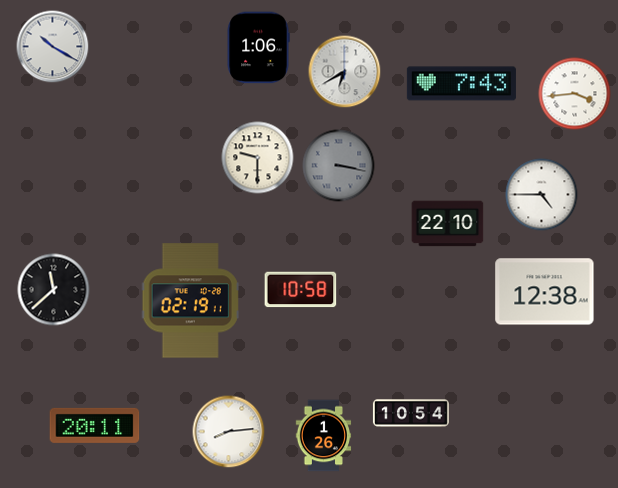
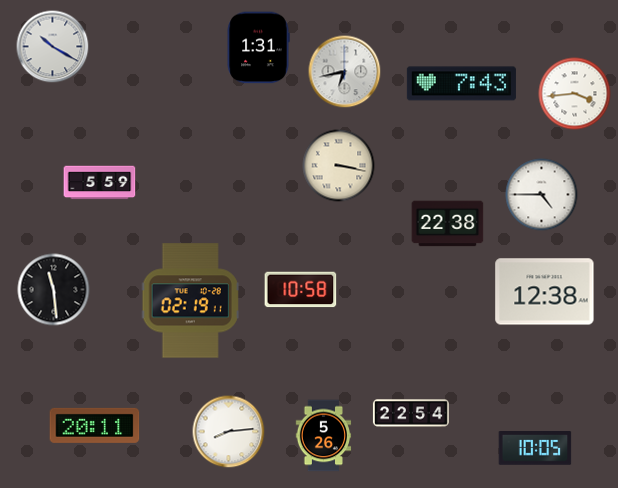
clock at (258, 48): 1:06 -> 1:31
clock at (345, 72): 6:40 -> 6:43
clock at (258, 158): 9:30 -> none
clock at (339, 166) dial: grey -> cream
clock at (100, 183): none -> 5:59
clock at (448, 224): 22:10 -> 22:38
clock at (54, 290): 11:38 -> 11:29
clock at (411, 413): 10:54 -> 22:54
clock at (324, 436): 1:26 -> 5:26
clock at (535, 448): none -> 10:05
